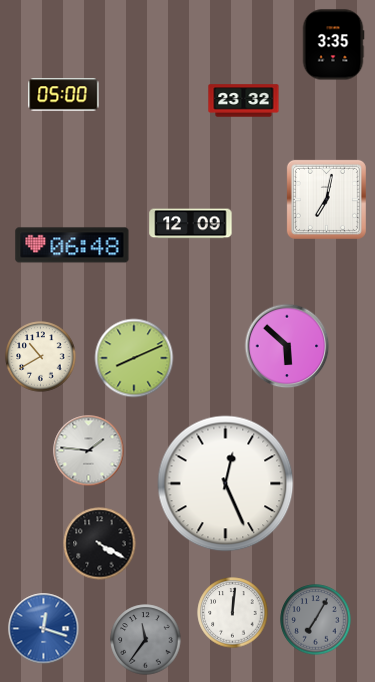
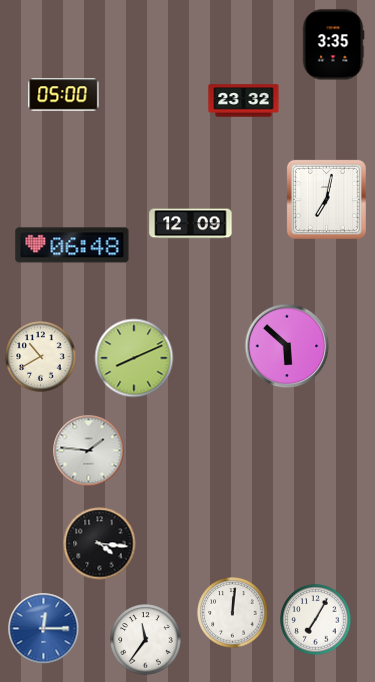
clock at (226, 484): 12:26 -> none
clock at (100, 544): 4:20 -> 4:16
clock at (316, 620) dial: grey -> white
clock at (44, 629): 12:18 -> 12:15
clock at (146, 640) dial: grey -> white
